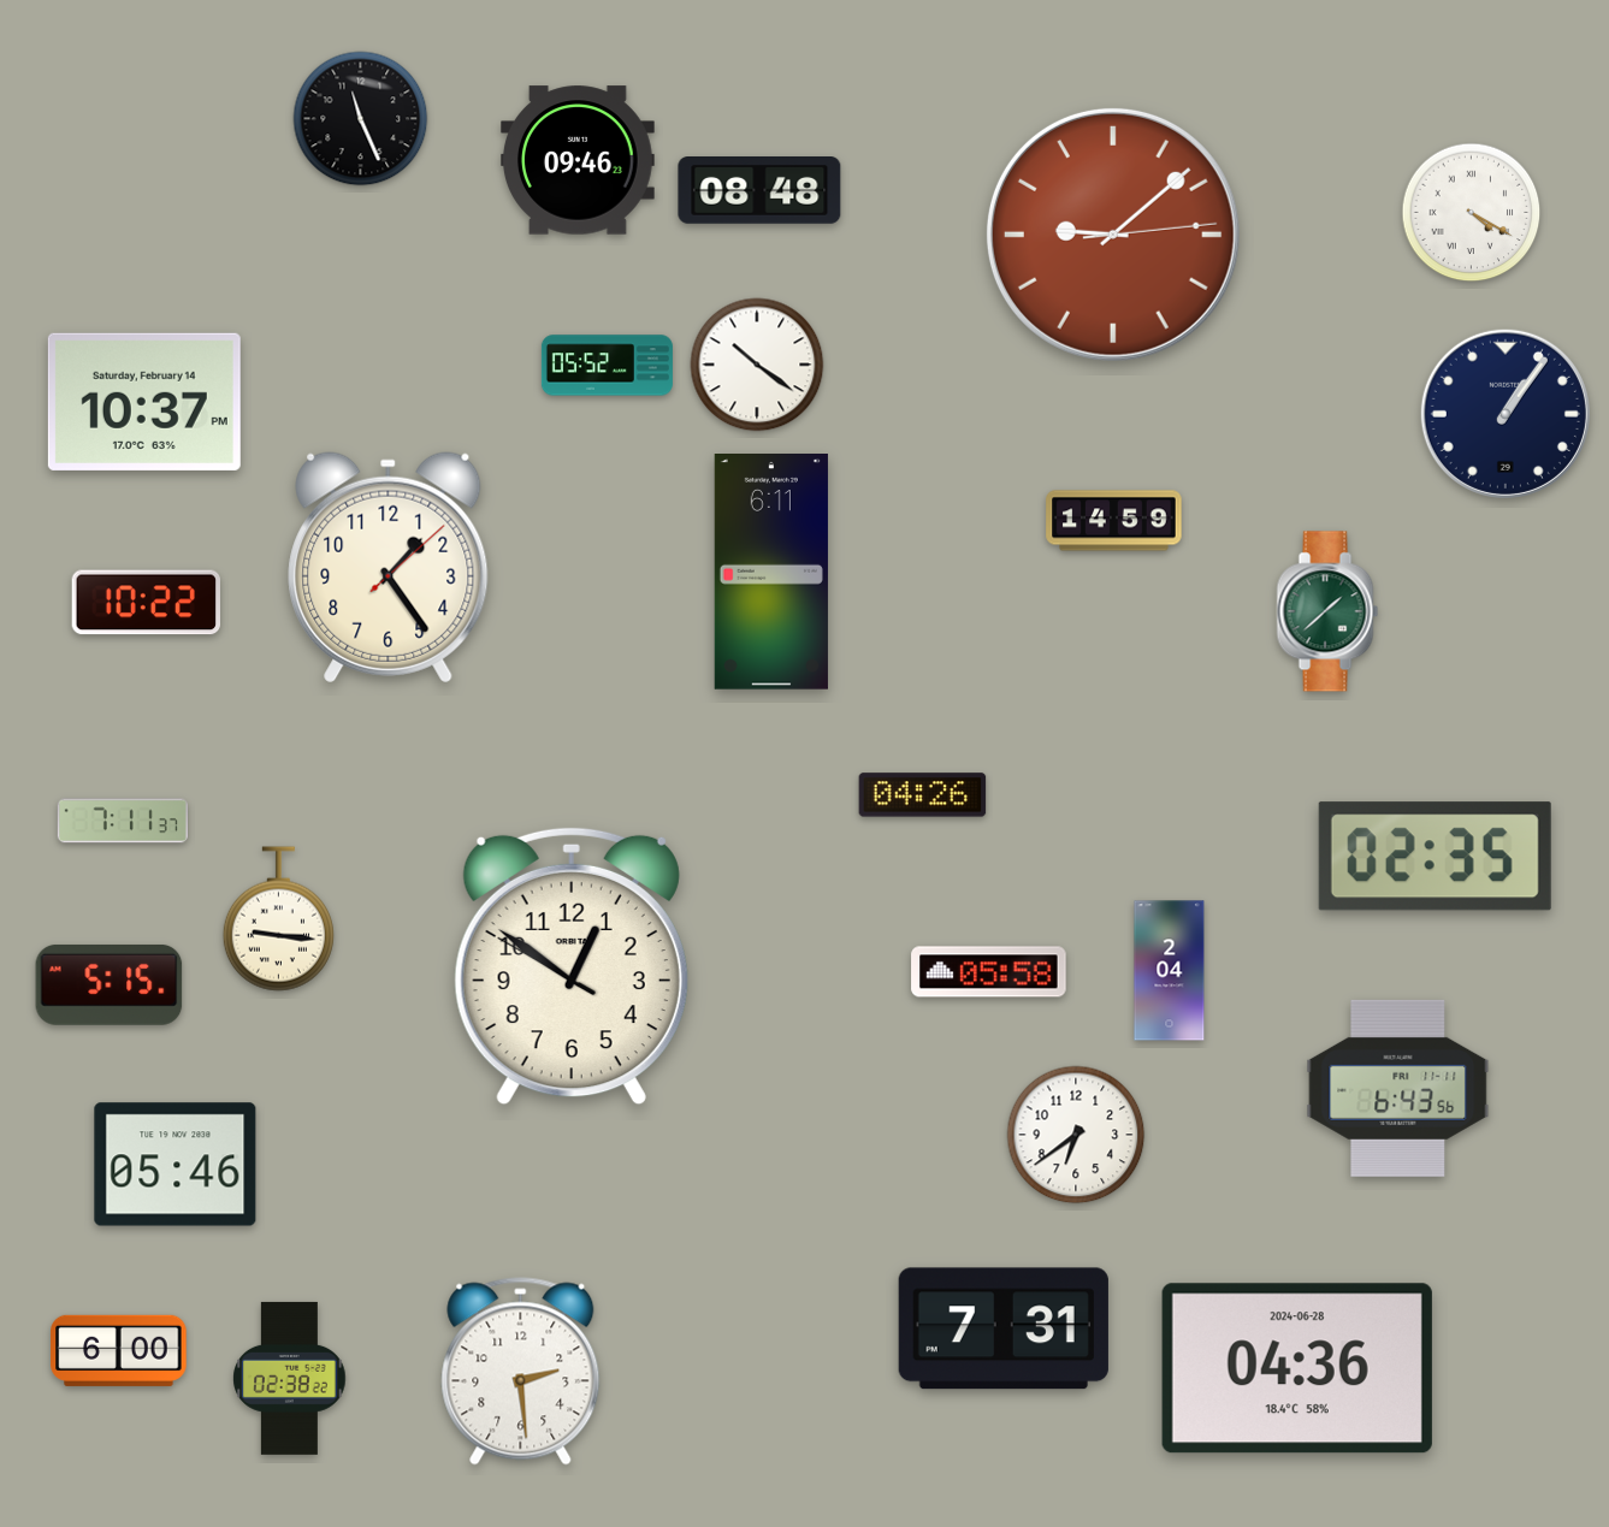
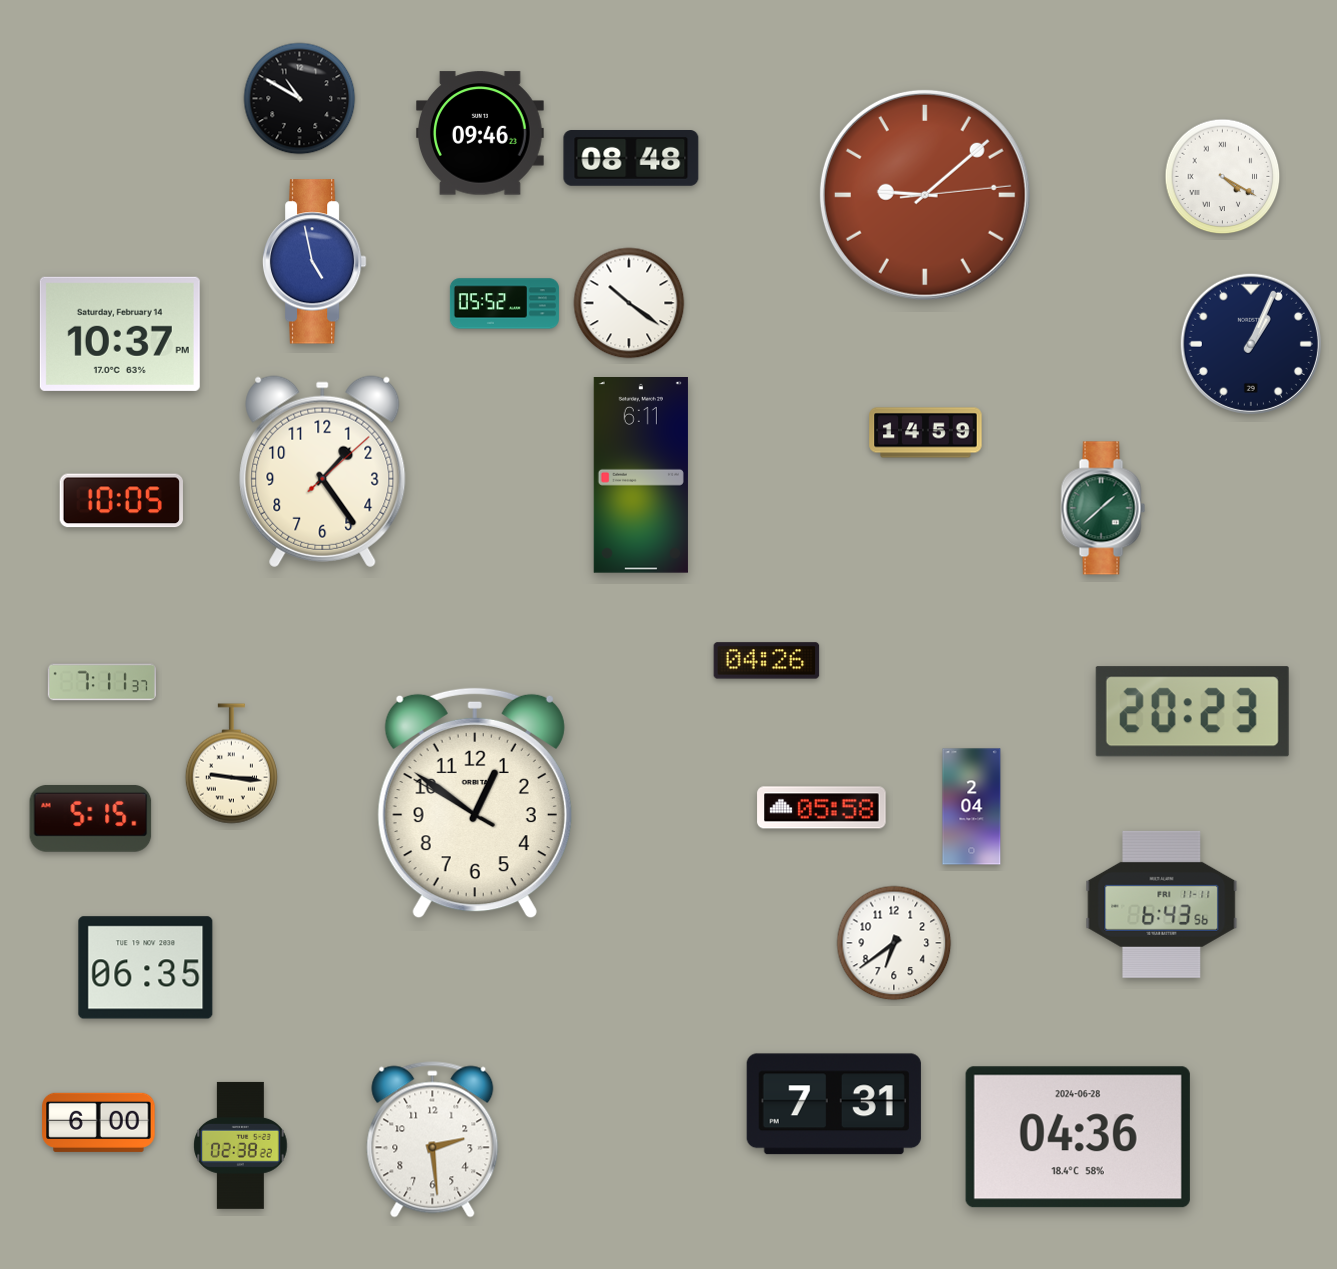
clock at (361, 119): 11:26 -> 10:50
clock at (314, 262): none -> 4:58
clock at (1506, 414): 1:06 -> 1:04
clock at (146, 603): 10:22 -> 10:05
clock at (1435, 857): 02:35 -> 20:23
clock at (176, 1165): 05:46 -> 06:35
